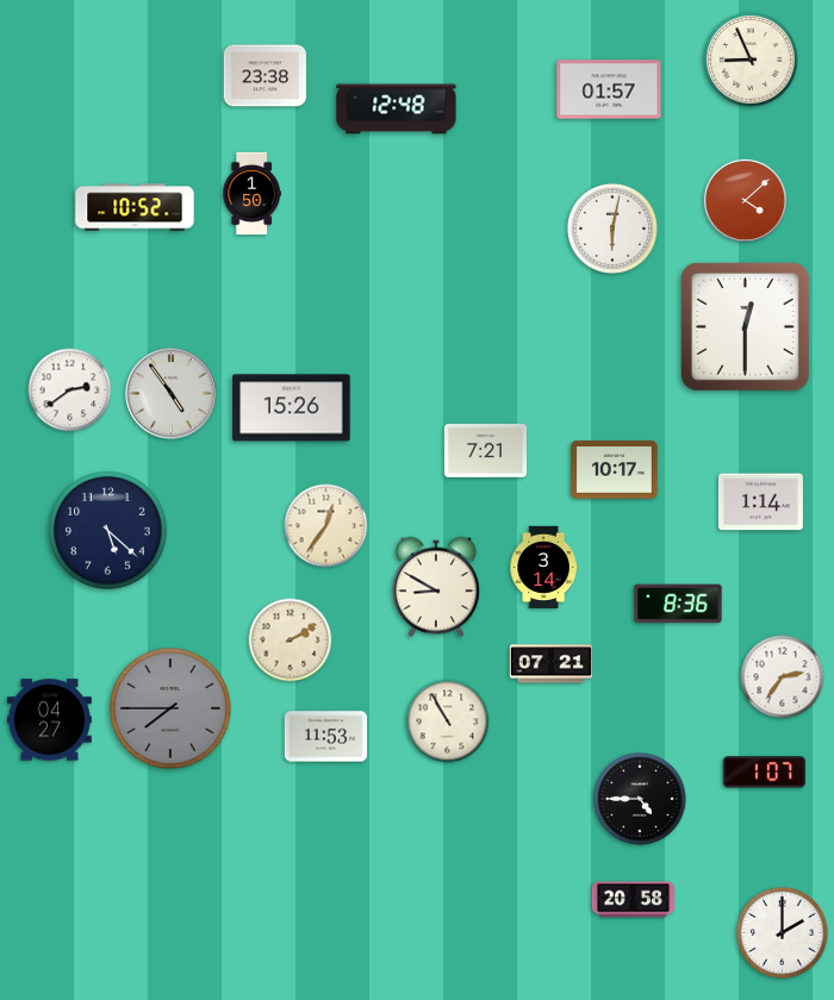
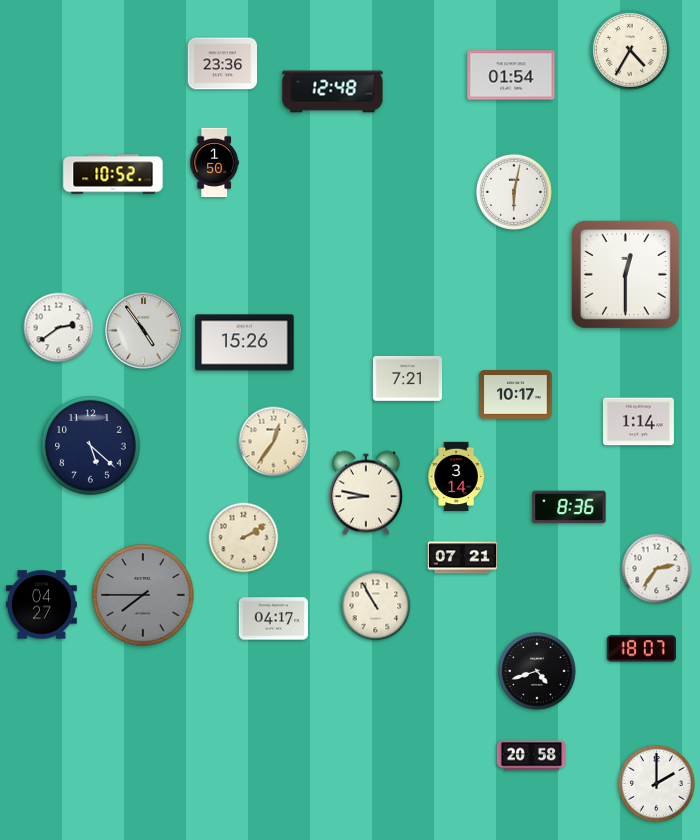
clock at (751, 60): 8:56 -> 4:35
clock at (266, 76): 23:38 -> 23:36
clock at (609, 89): 01:57 -> 01:54
clock at (251, 194) position: (251, 194) -> (214, 163)
clock at (745, 200): 4:08 -> none
clock at (436, 587): 8:50 -> 8:47
clock at (326, 737): 11:53 -> 04:17
clock at (764, 773): 1:07 -> 18:07
clock at (640, 799): 4:45 -> 4:42
